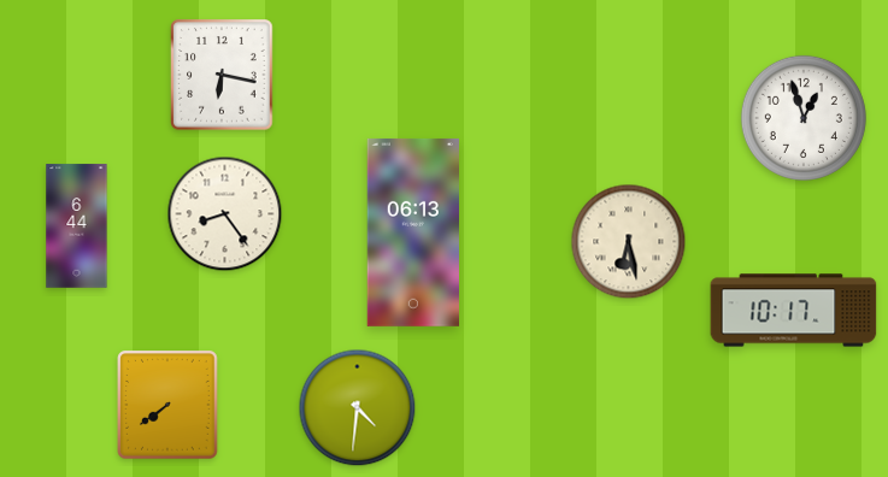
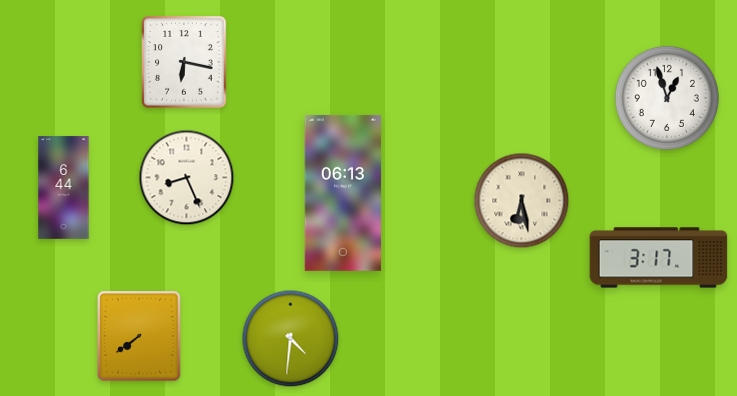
clock at (225, 214): 8:24 -> 8:26
clock at (794, 311): 10:17 -> 3:17
clock at (358, 408) position: (358, 408) -> (291, 339)
